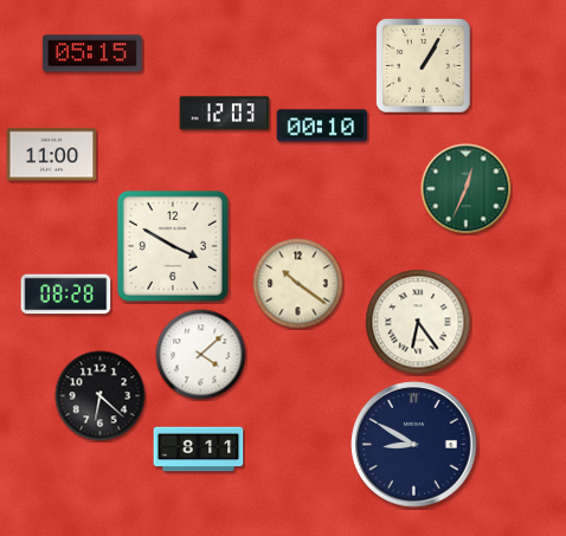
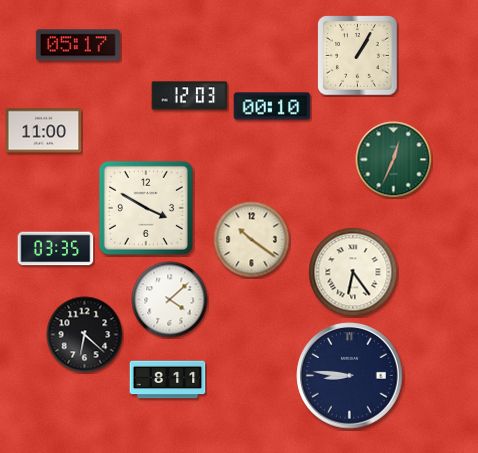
clock at (92, 53): 05:15 -> 05:17
clock at (66, 295): 08:28 -> 03:35
clock at (414, 445): 8:50 -> 8:46
